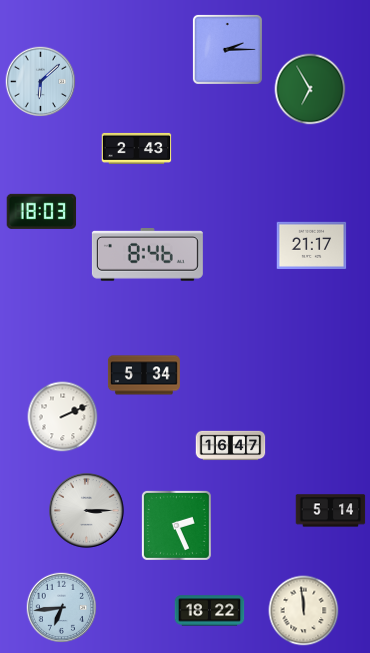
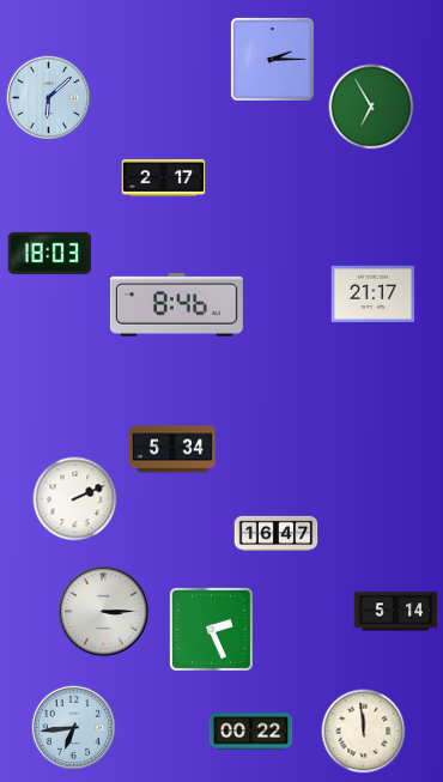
clock at (137, 148): 2:43 -> 2:17
clock at (210, 611): 18:22 -> 00:22
